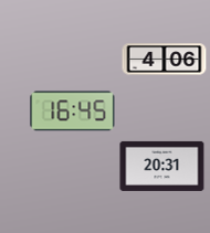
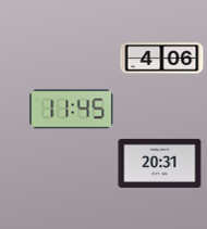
clock at (73, 112): 16:45 -> 11:45
